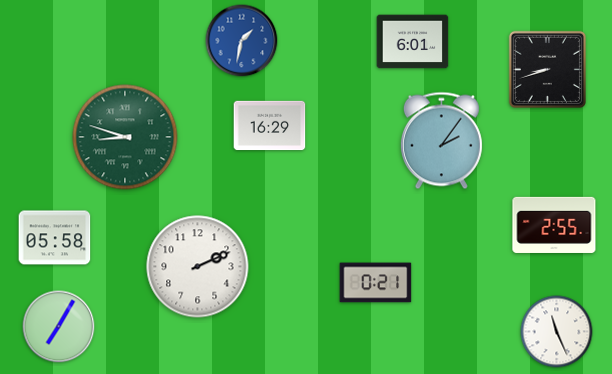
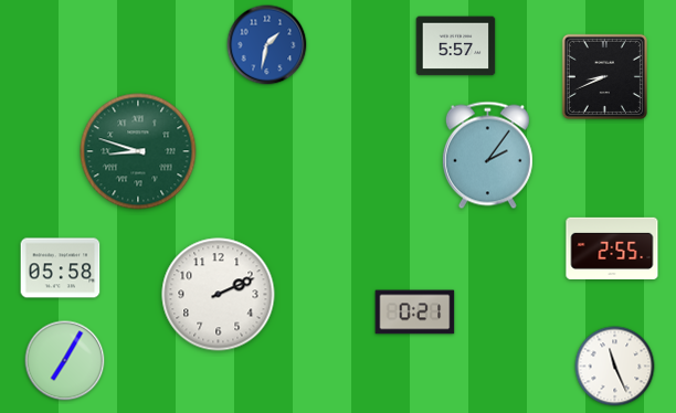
clock at (413, 42): 6:01 -> 5:57
clock at (547, 69): 8:42 -> 8:41
clock at (270, 126): 16:29 -> none
clock at (55, 238) position: (55, 238) -> (61, 268)
